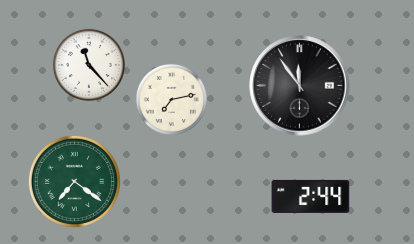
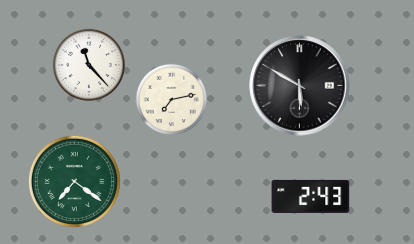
clock at (300, 86): 11:54 -> 5:50
clock at (311, 196): 2:44 -> 2:43
